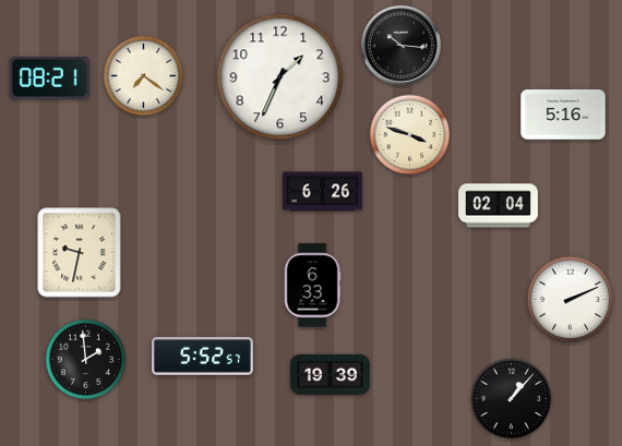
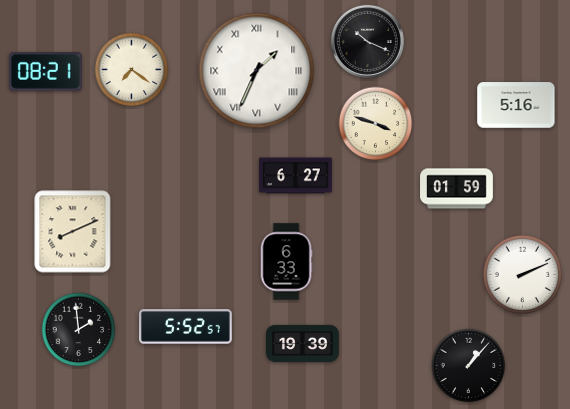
clock at (400, 45): 10:16 -> 10:19
clock at (280, 77) numerals: Arabic -> Roman
clock at (323, 192): 6:26 -> 6:27
clock at (499, 206): 02:04 -> 01:59
clock at (80, 253): 9:32 -> 8:11
